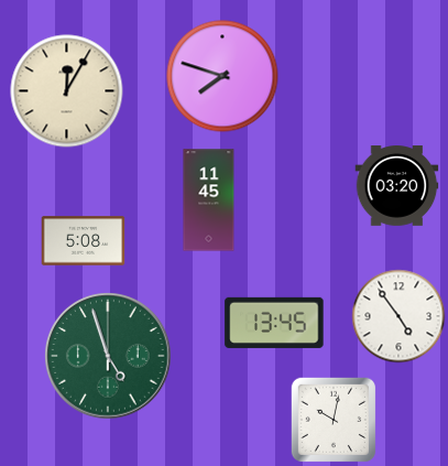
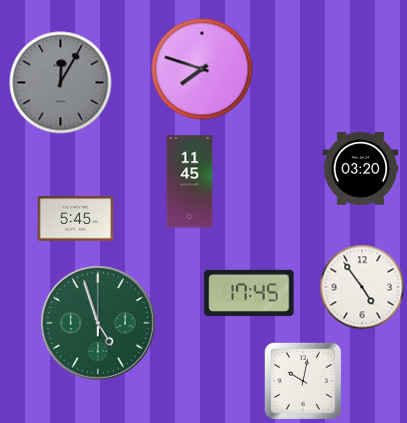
clock at (67, 91) dial: cream -> grey
clock at (84, 241): 5:08 -> 5:45
clock at (274, 323): 13:45 -> 17:45
